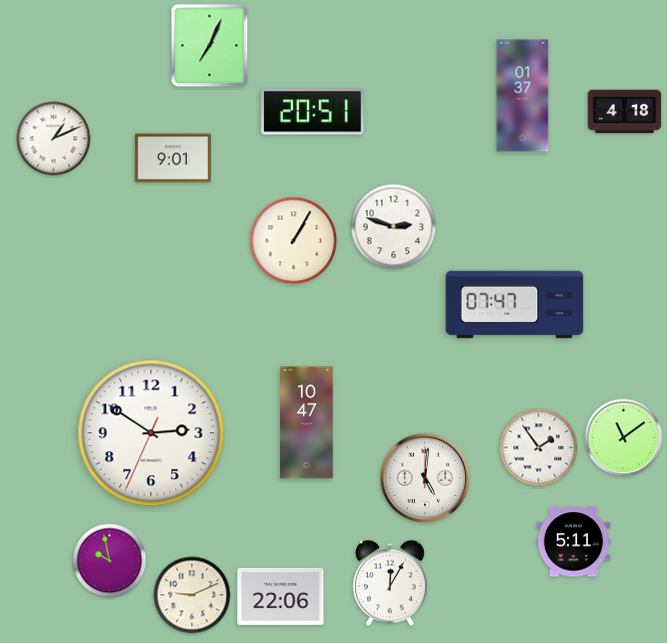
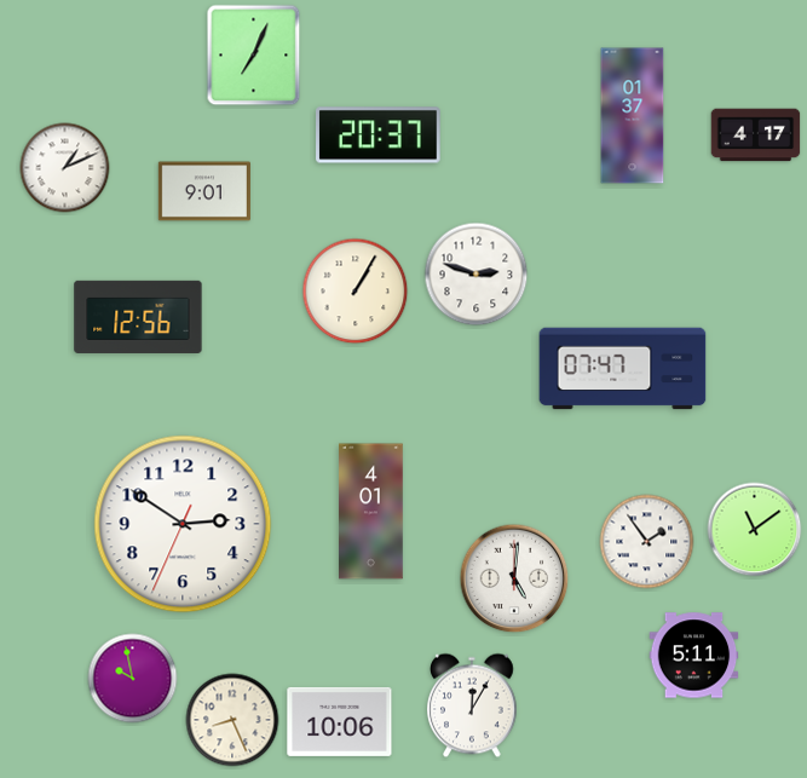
clock at (313, 112): 20:51 -> 20:37
clock at (625, 112): 4:18 -> 4:17
clock at (173, 158) position: (173, 158) -> (204, 191)
clock at (138, 317): none -> 12:56
clock at (307, 423): 10:47 -> 4:01
clock at (539, 448) position: (539, 448) -> (647, 542)
clock at (192, 595): 9:11 -> 8:26
clock at (281, 596): 22:06 -> 10:06
